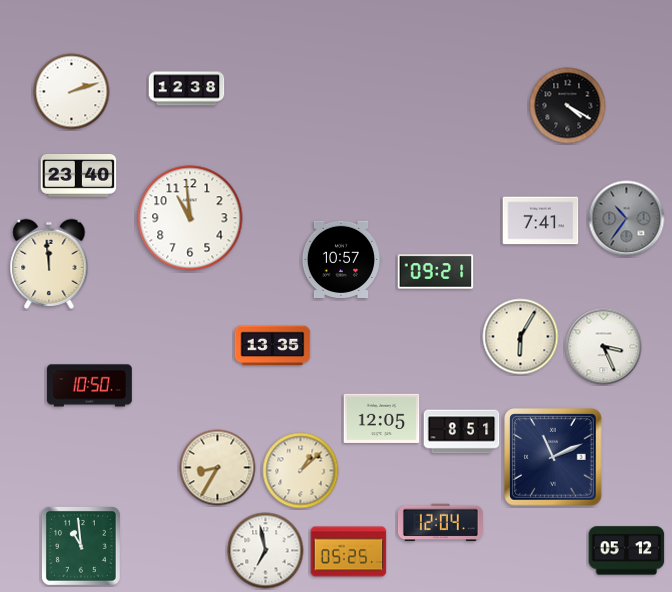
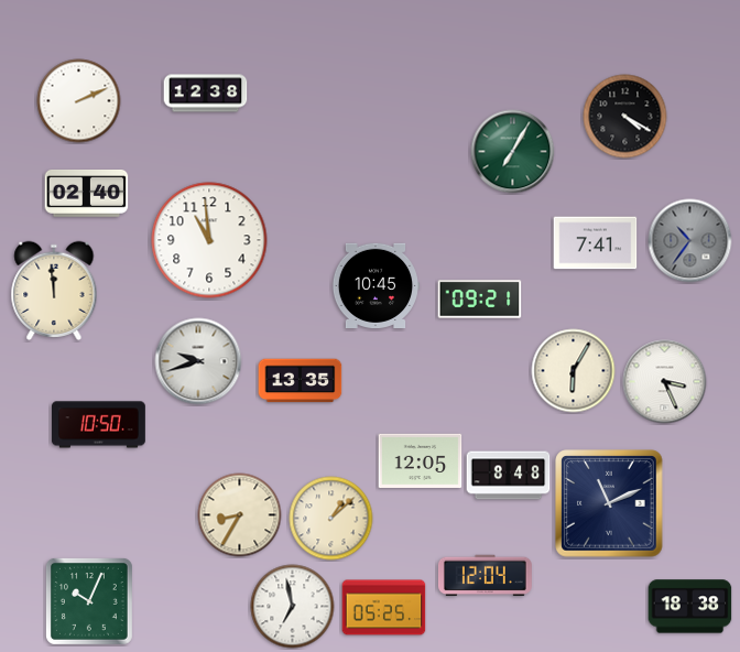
clock at (187, 89) position: (187, 89) -> (206, 94)
clock at (72, 92): 2:12 -> 2:11
clock at (513, 152): none -> 7:05
clock at (79, 176): 23:40 -> 02:40
clock at (341, 259): 10:57 -> 10:45
clock at (198, 361): none -> 9:42
clock at (462, 432): 8:51 -> 8:48
clock at (81, 546): 10:59 -> 10:04
clock at (627, 551): 05:12 -> 18:38
